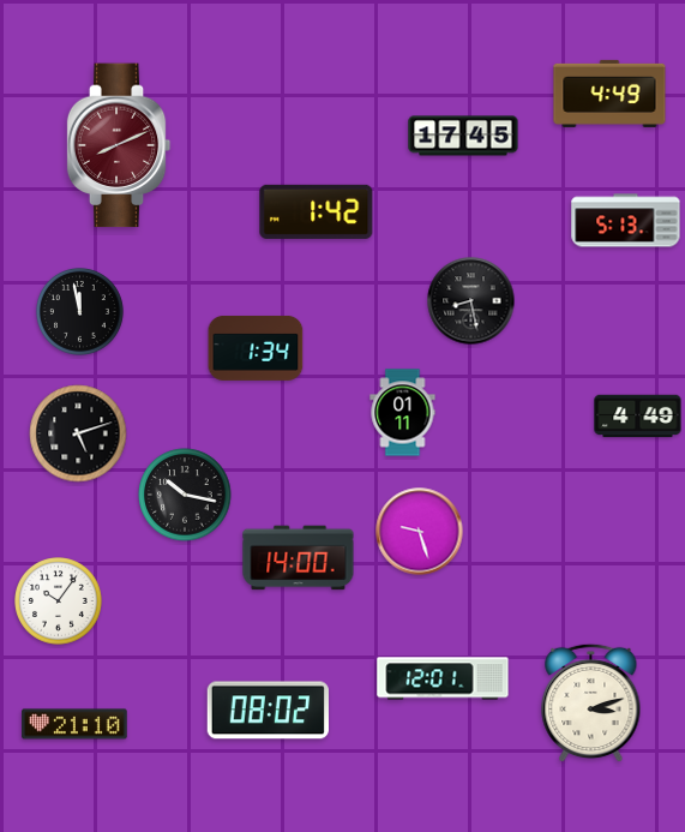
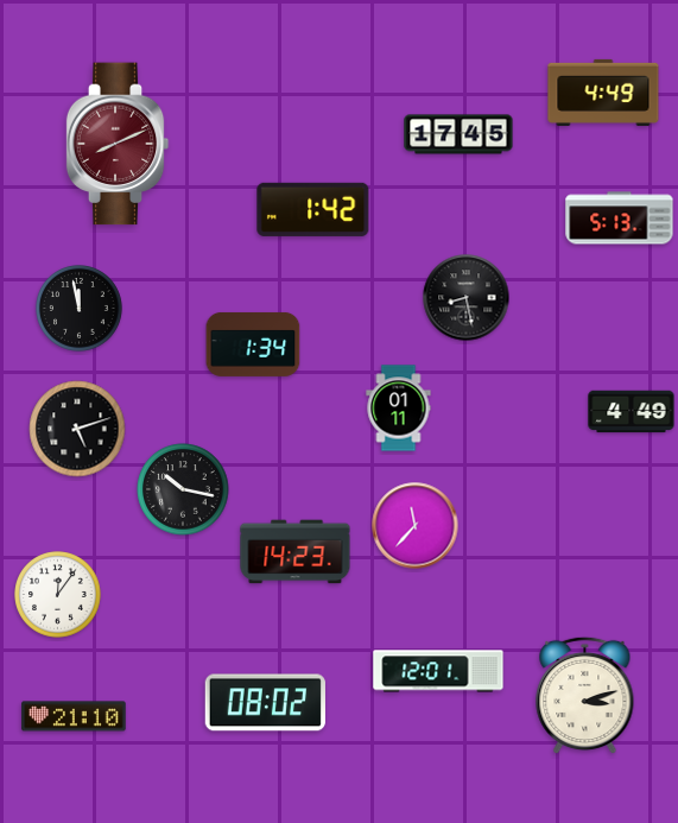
clock at (420, 532): 9:27 -> 11:37
clock at (299, 558): 14:00 -> 14:23
clock at (59, 601): 10:06 -> 12:06
